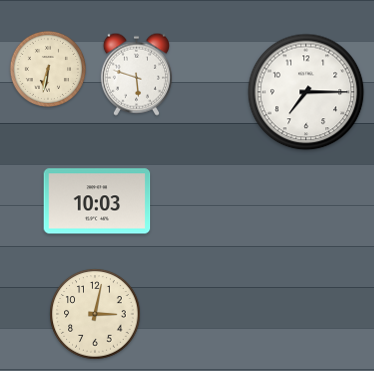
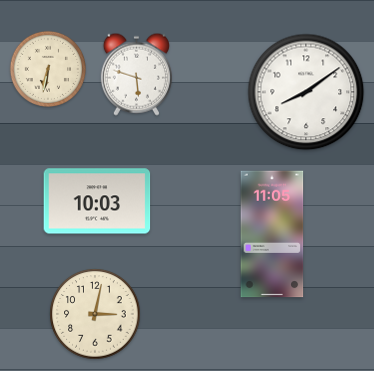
clock at (306, 92): 7:15 -> 8:09
clock at (272, 234): none -> 11:05
